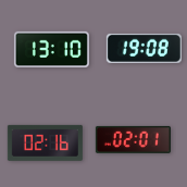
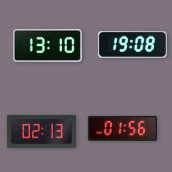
clock at (133, 139): 02:01 -> 01:56
clock at (45, 142): 02:16 -> 02:13
